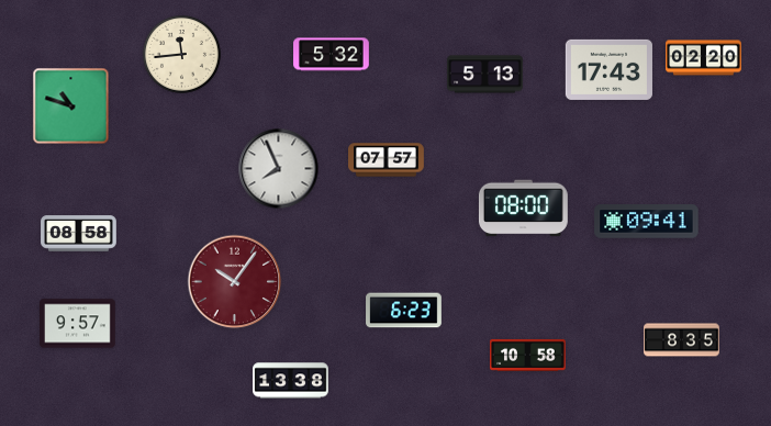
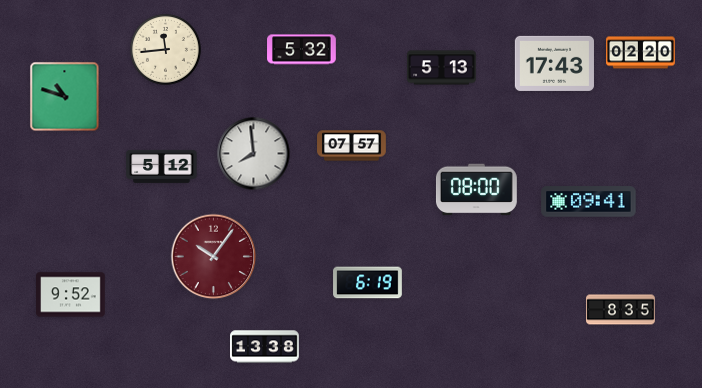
clock at (279, 169): 7:56 -> 7:59
clock at (162, 166): none -> 5:12
clock at (79, 234): 08:58 -> none
clock at (404, 311): 6:23 -> 6:19
clock at (78, 324): 9:57 -> 9:52
clock at (528, 355): 10:58 -> none
